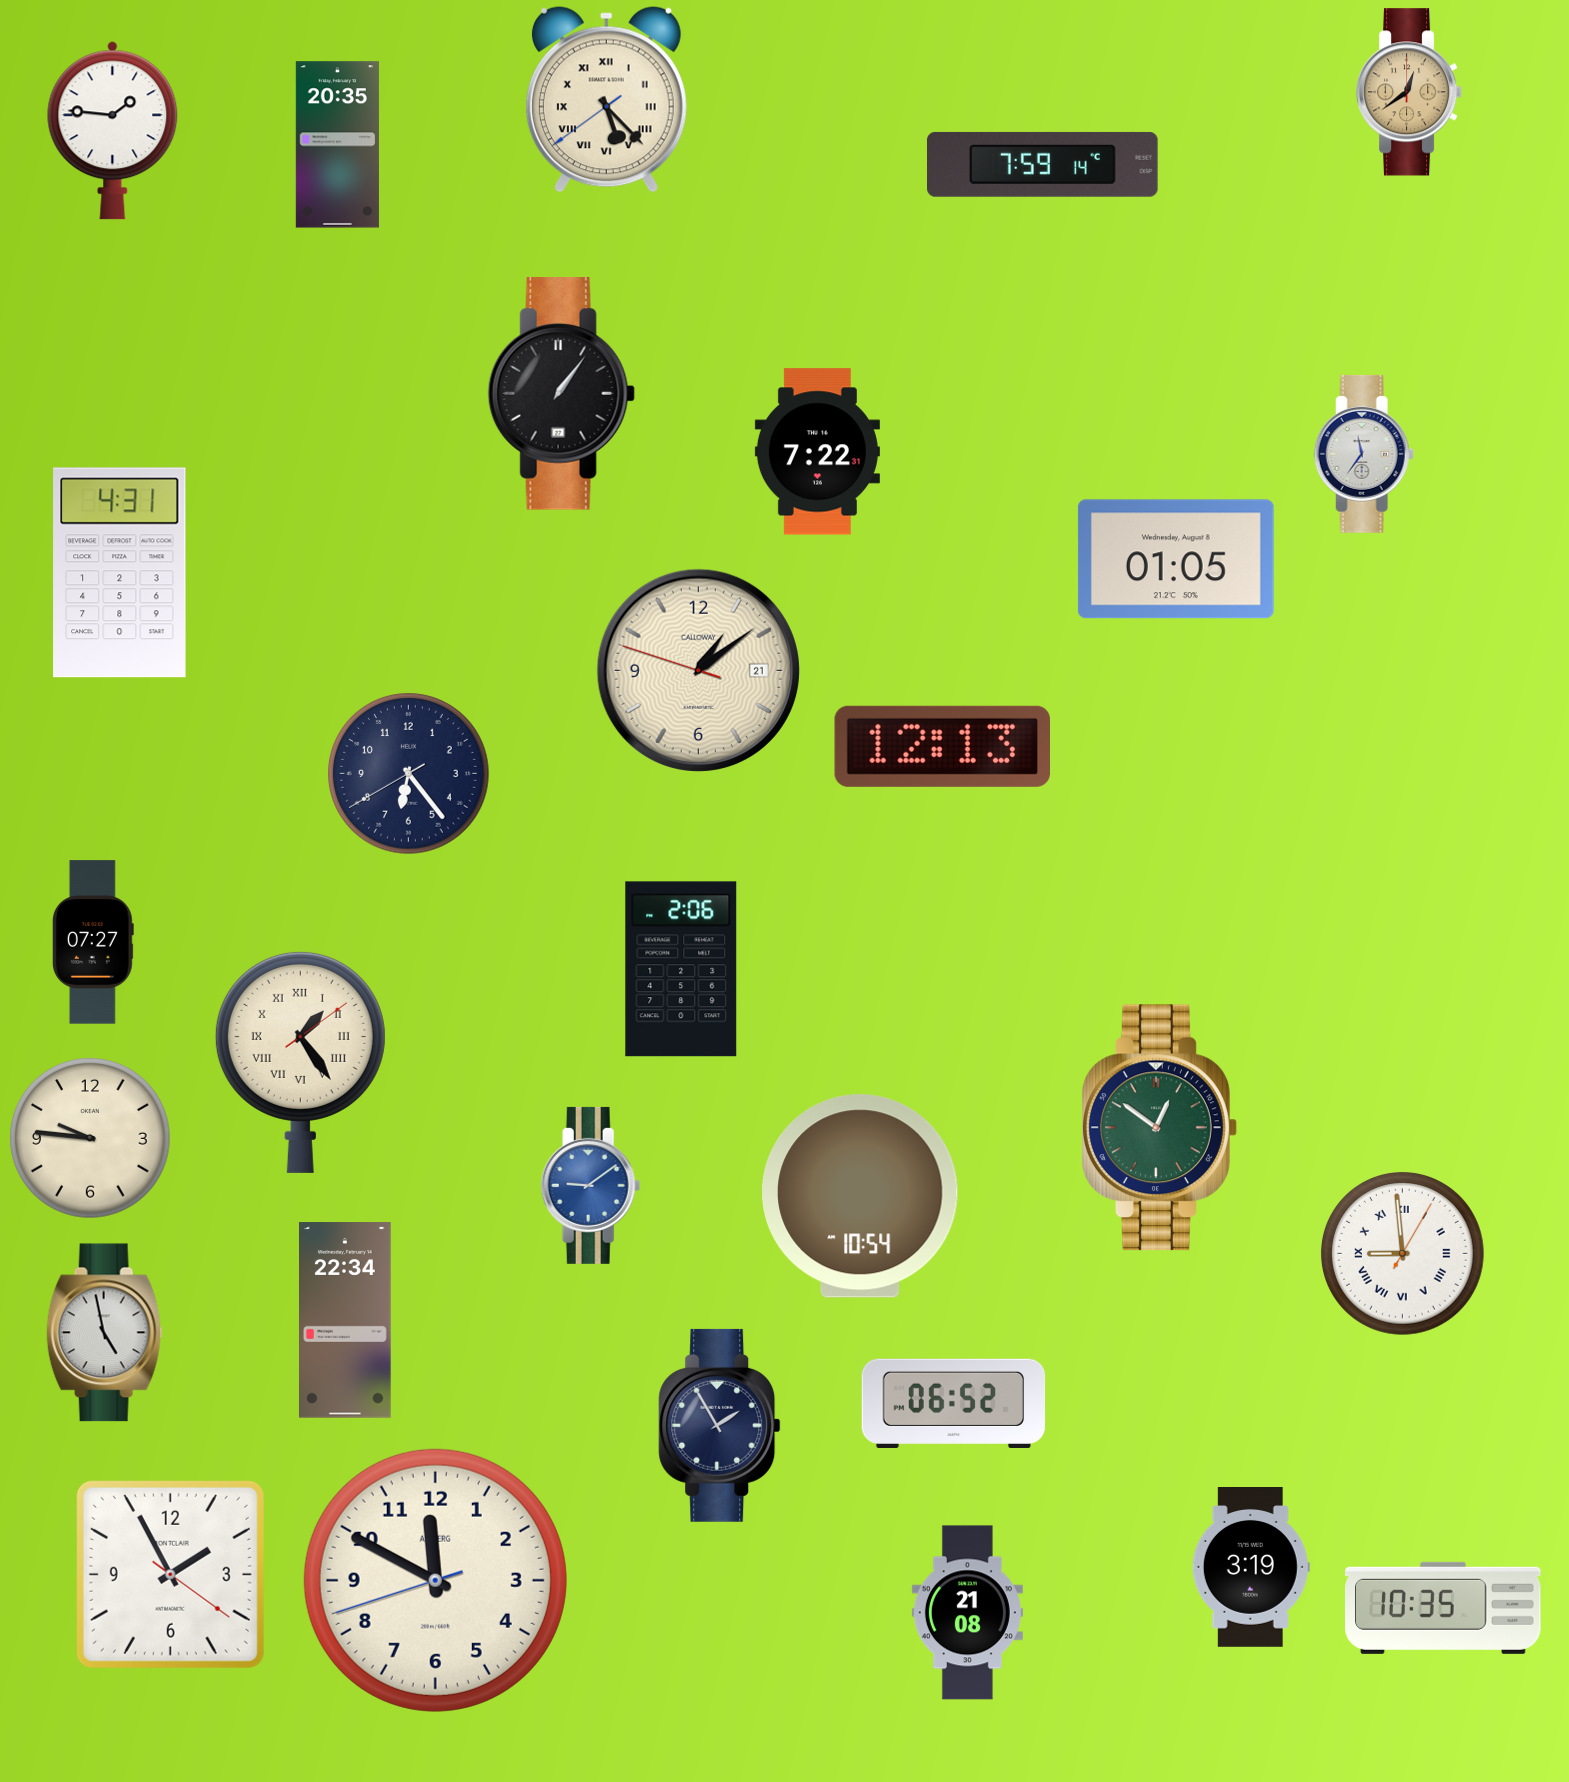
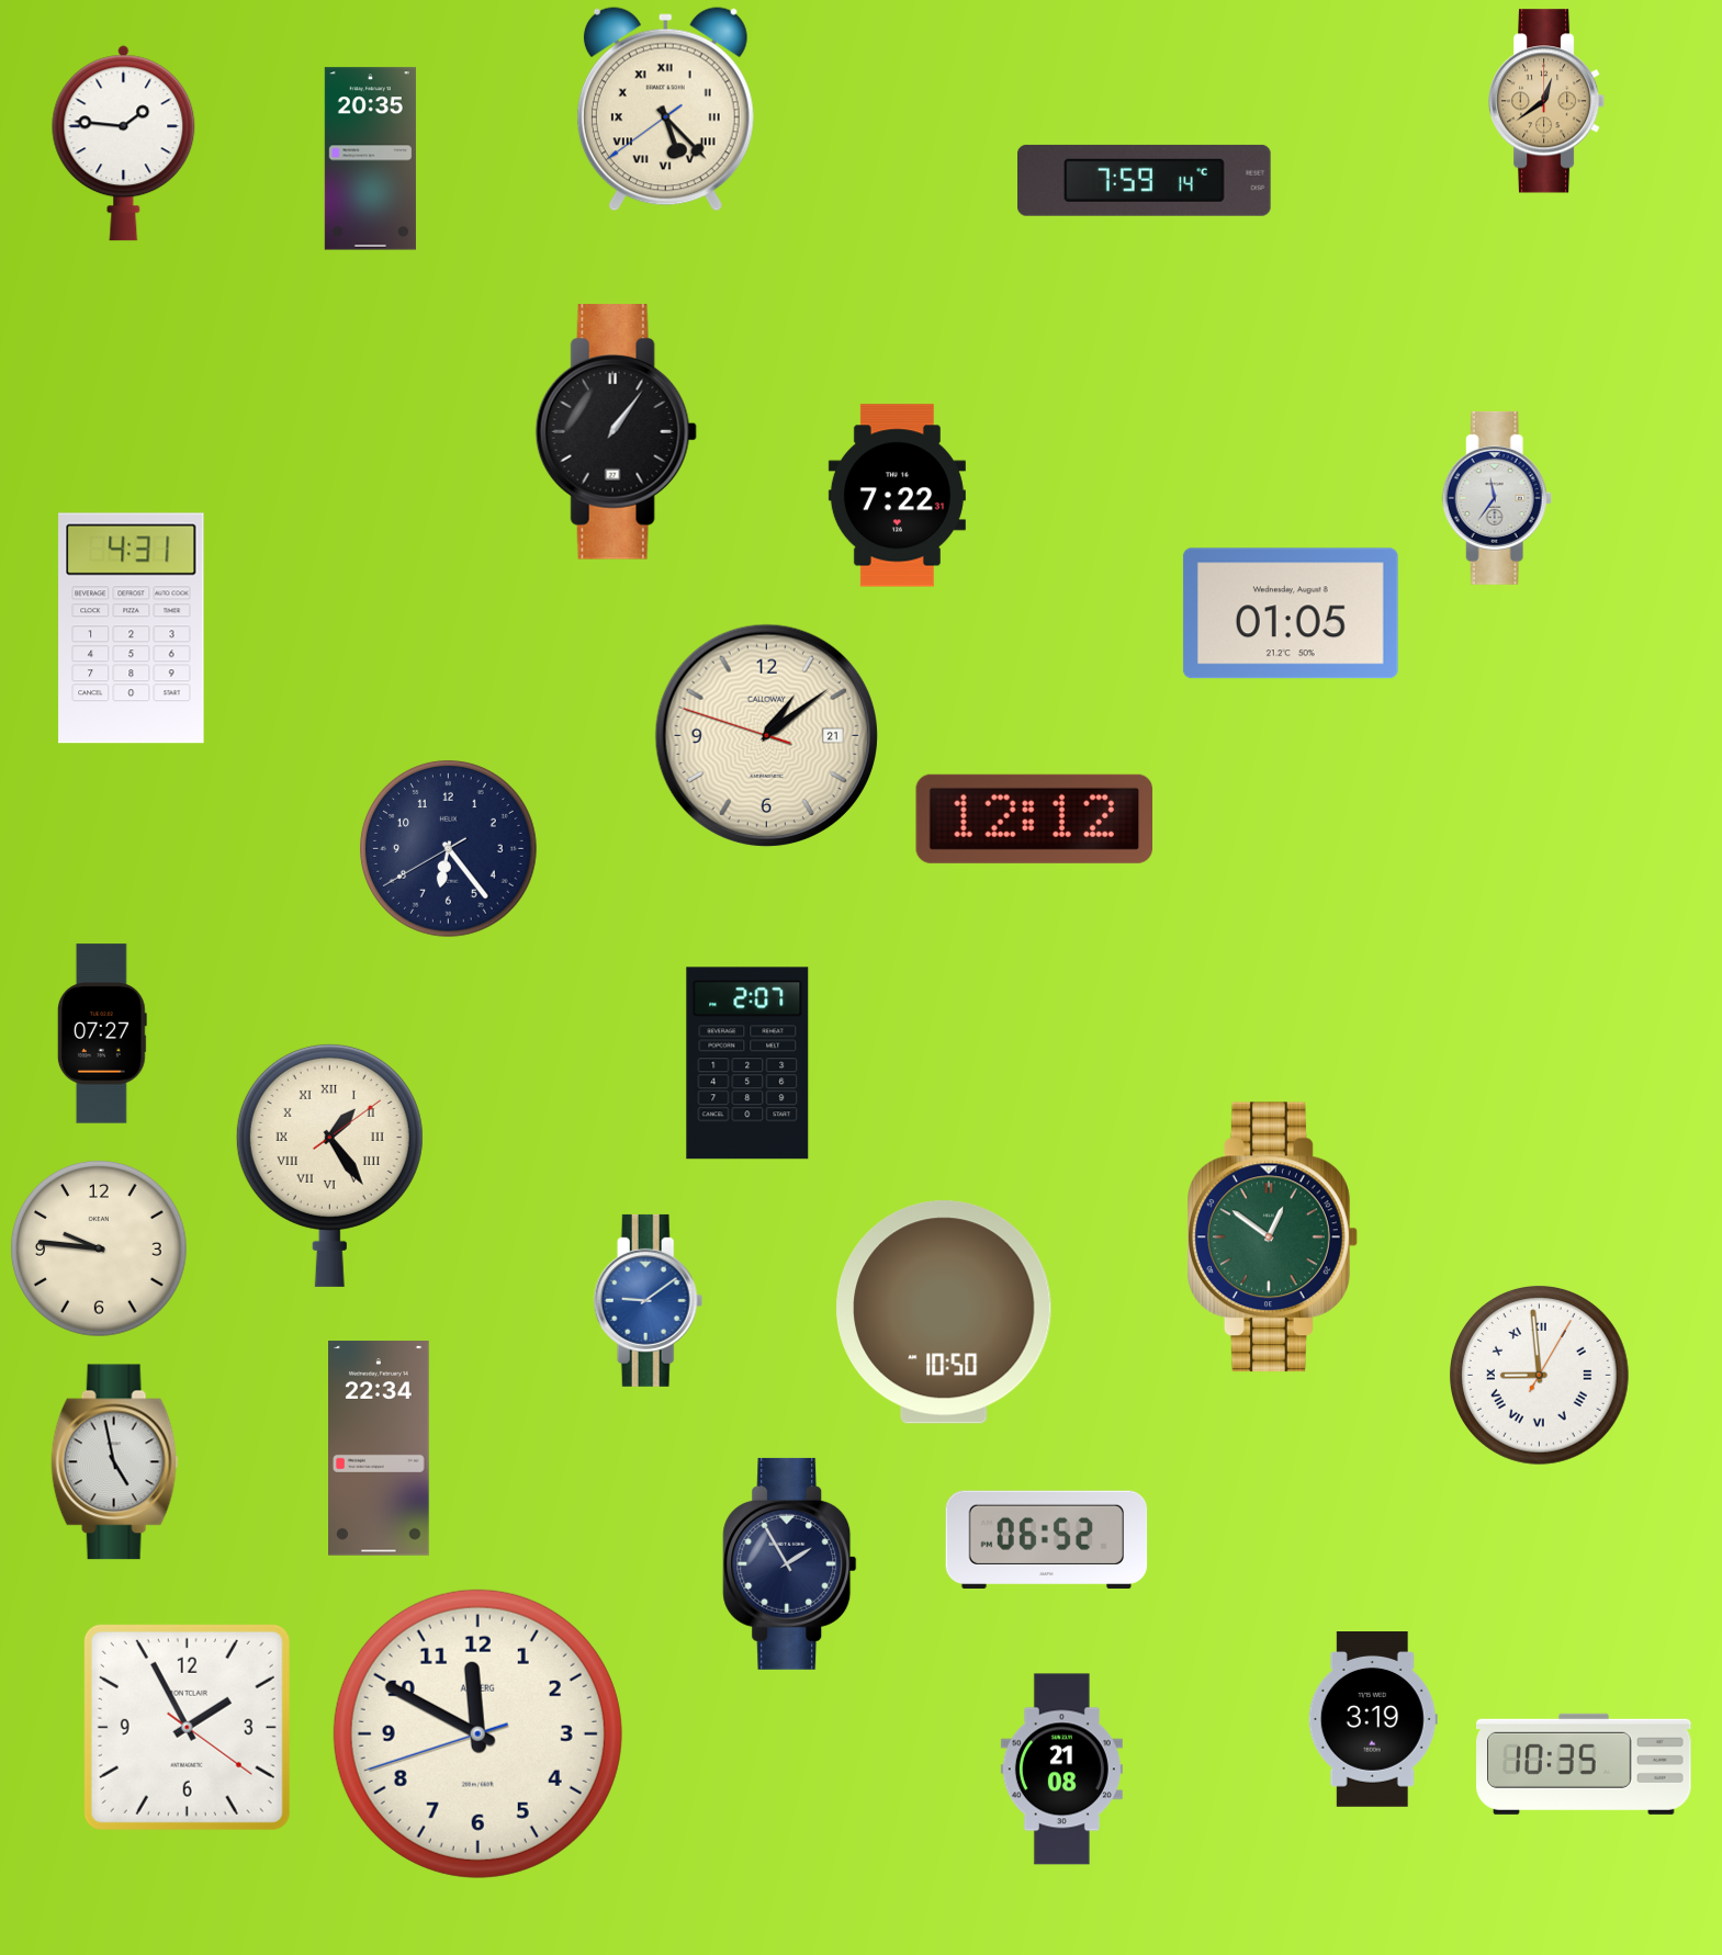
clock at (942, 746): 12:13 -> 12:12
clock at (681, 969): 2:06 -> 2:07
clock at (860, 1196): 10:54 -> 10:50
